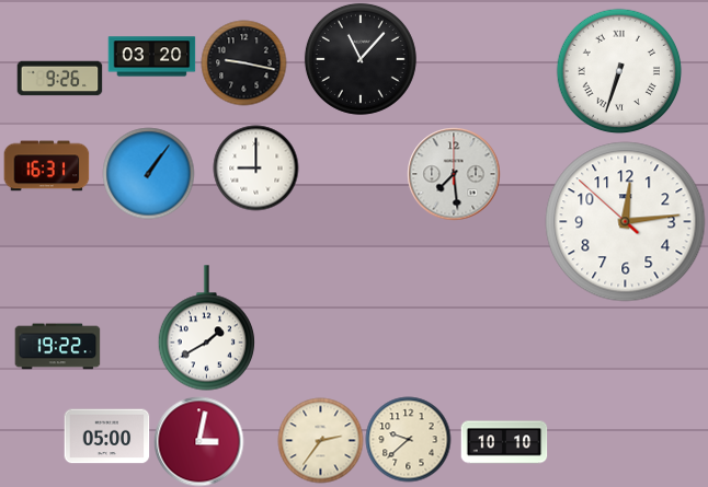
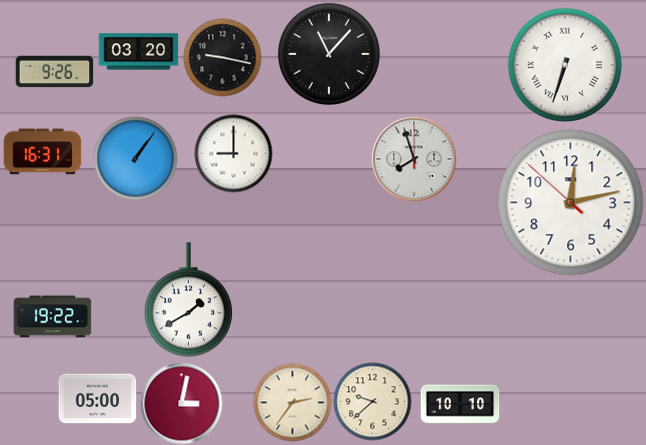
clock at (454, 174): 7:29 -> 7:57
clock at (626, 222): 12:13 -> 12:12
